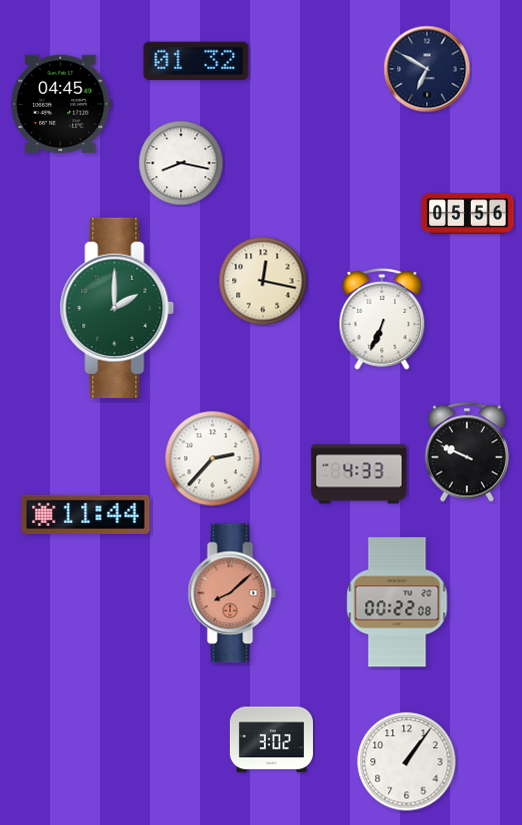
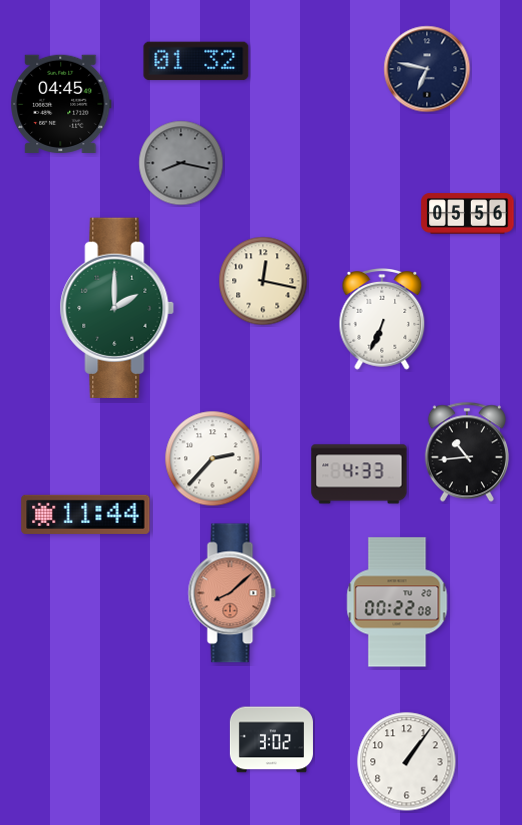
clock at (427, 69): 6:50 -> 6:47
clock at (181, 163) dial: white -> grey
clock at (467, 452): 9:49 -> 10:44
